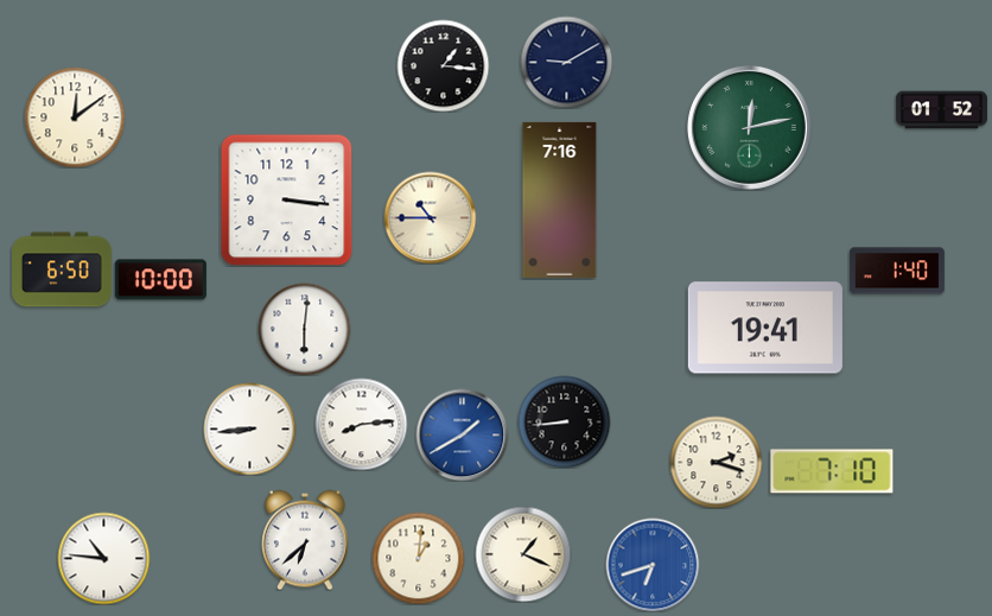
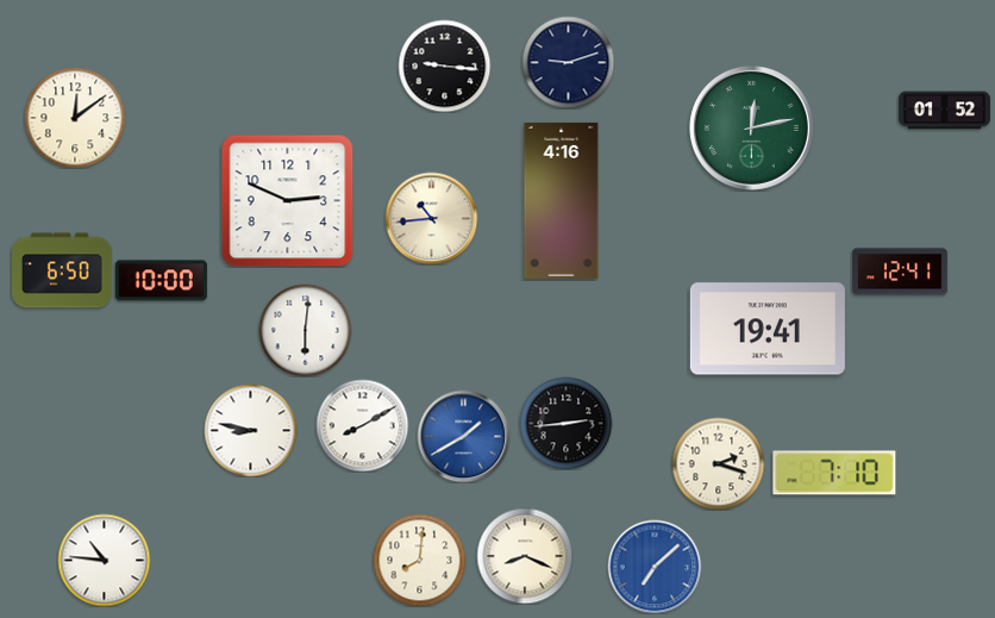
clock at (566, 62): 9:10 -> 9:12
clock at (443, 65): 1:16 -> 9:16
clock at (286, 199): 3:16 -> 2:49
clock at (560, 199): 7:16 -> 4:16
clock at (430, 217): 10:45 -> 10:44
clock at (897, 271): 1:40 -> 12:41
clock at (564, 421): 8:44 -> 2:44
clock at (361, 424): 8:14 -> 8:10
clock at (249, 428): 8:44 -> 8:47
clock at (305, 540): 6:38 -> none
clock at (523, 554): 1:19 -> 8:19
clock at (418, 558): 1:01 -> 8:01
clock at (653, 565): 6:42 -> 7:08
